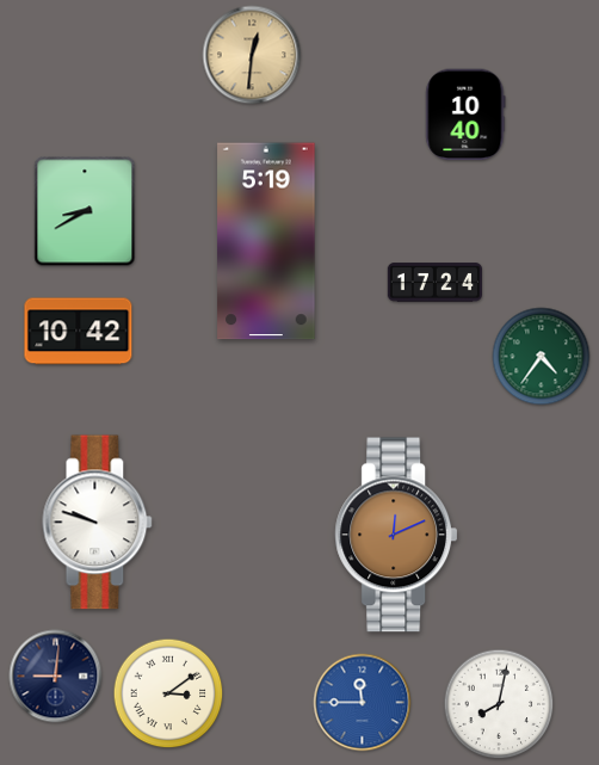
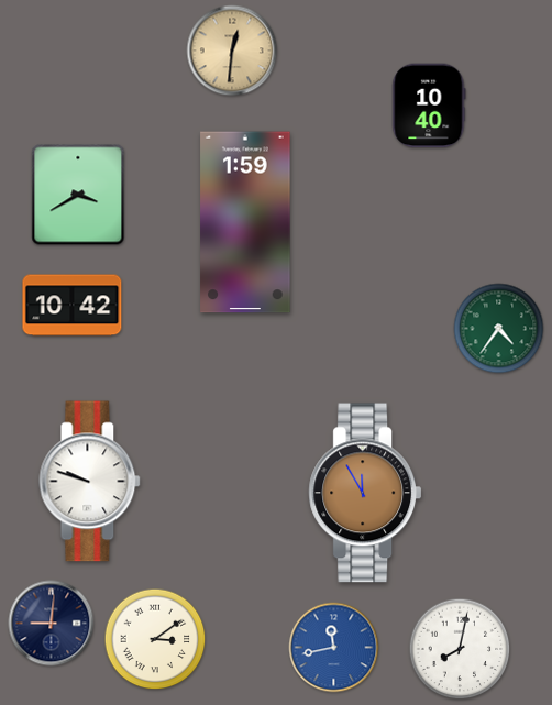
clock at (85, 211): 8:40 -> 3:40
clock at (266, 241): 5:19 -> 1:59
clock at (434, 283): 17:24 -> none
clock at (396, 535): 12:11 -> 11:55
clock at (363, 703): 11:45 -> 11:43
